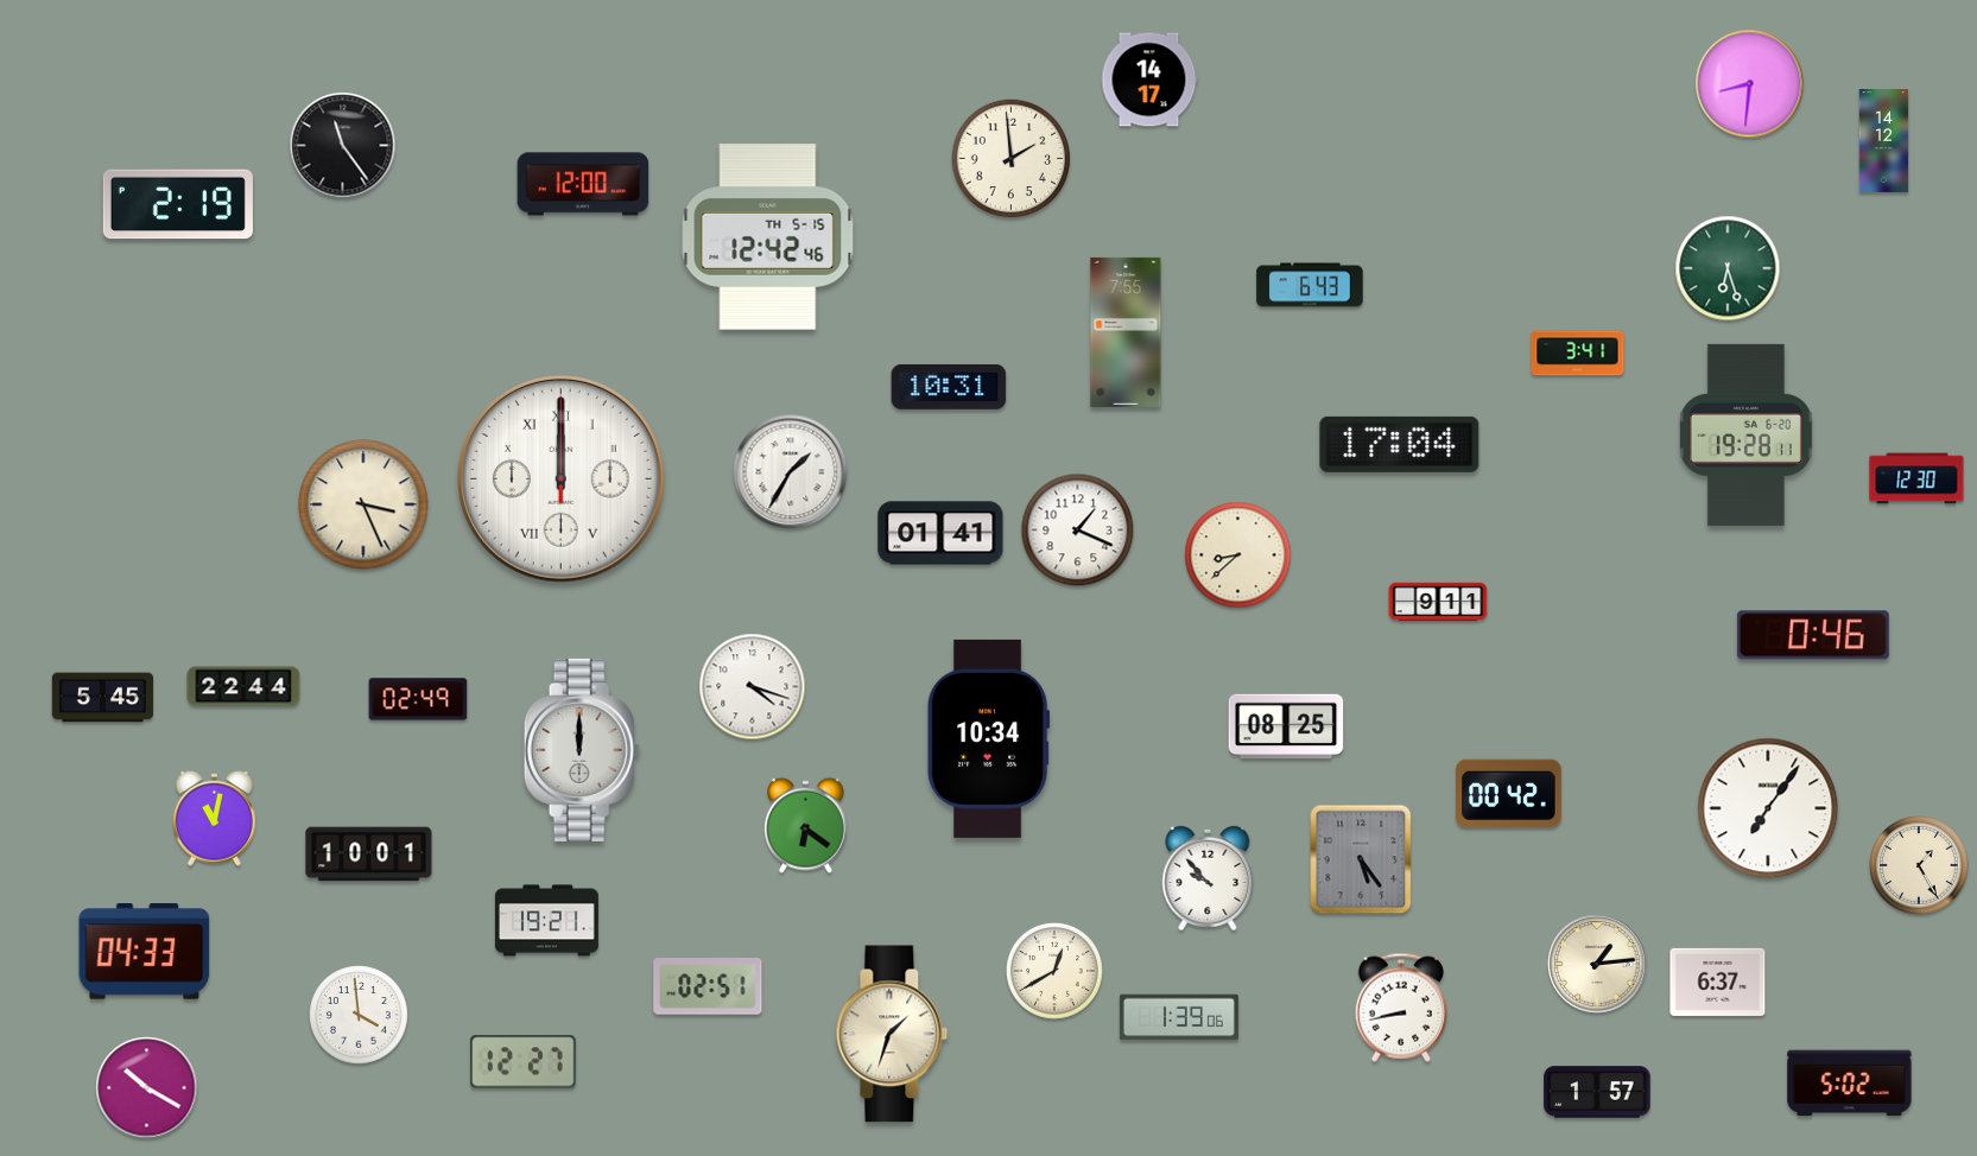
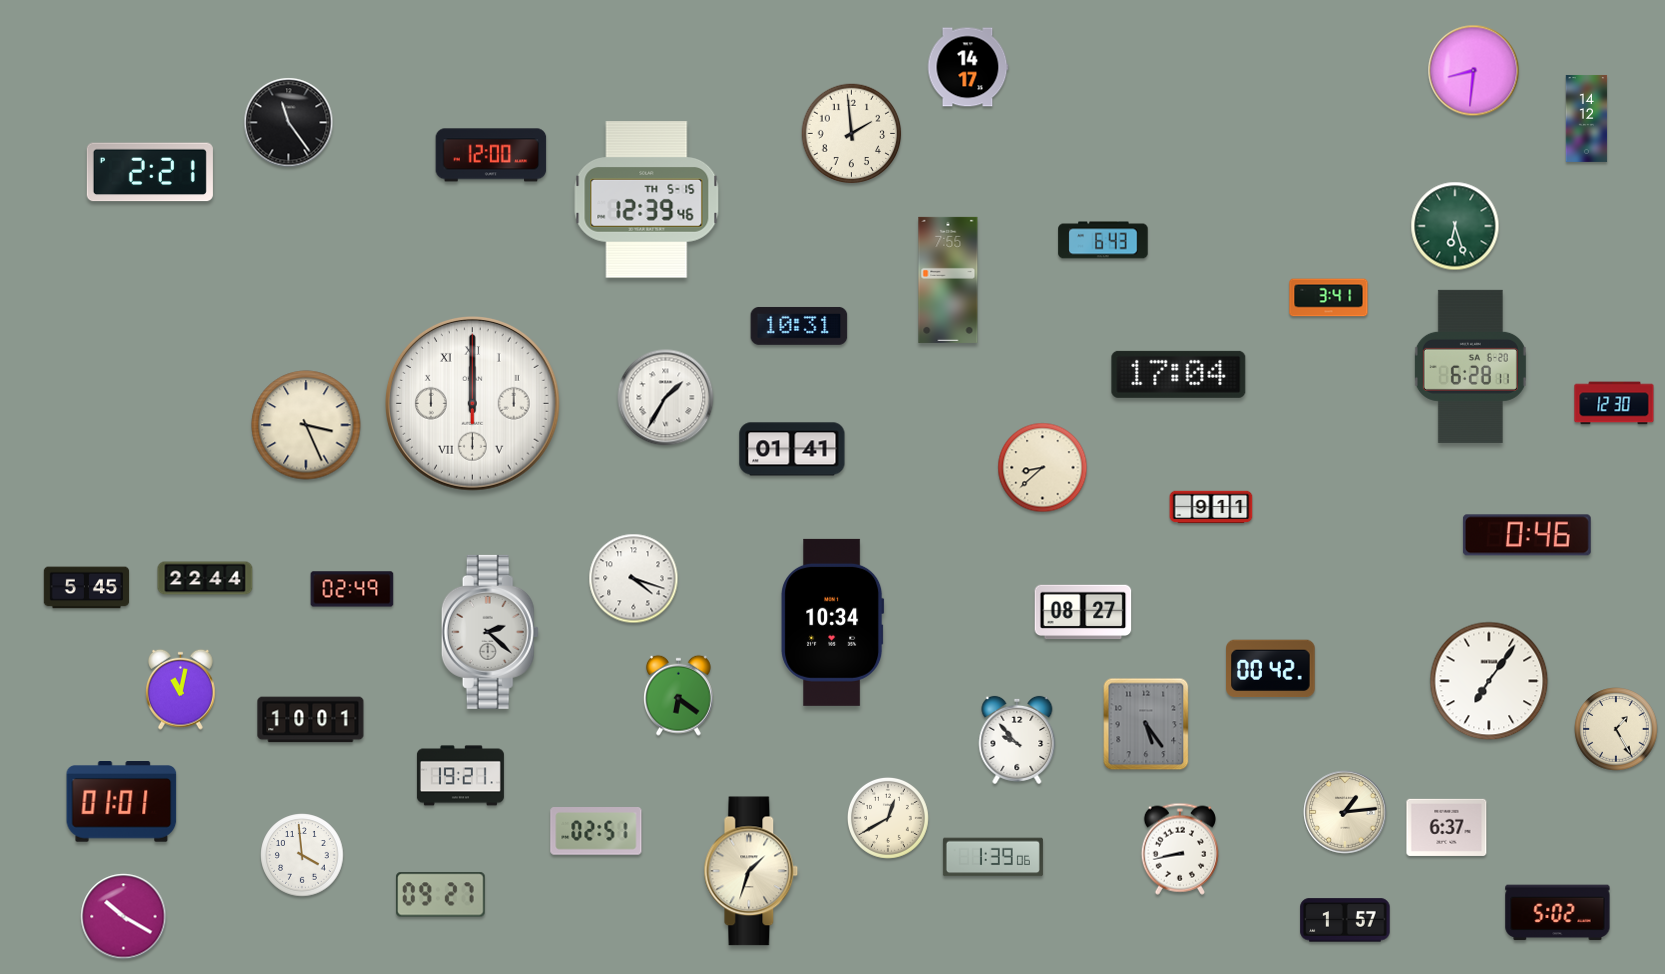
clock at (178, 204): 2:19 -> 2:21
clock at (768, 237): 12:42 -> 12:39
clock at (1745, 434): 19:28 -> 6:28
clock at (1078, 531): 1:19 -> none
clock at (1286, 726): 08:25 -> 08:27
clock at (582, 750): 12:00 -> 2:22
clock at (145, 952): 04:33 -> 01:01
clock at (524, 1062): 12:27 -> 09:27
